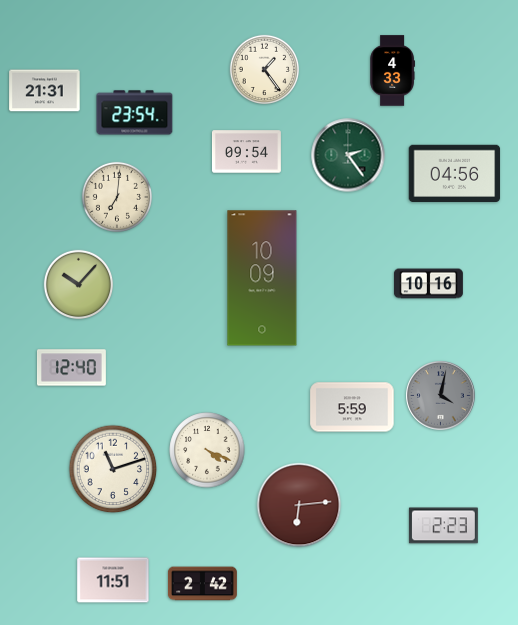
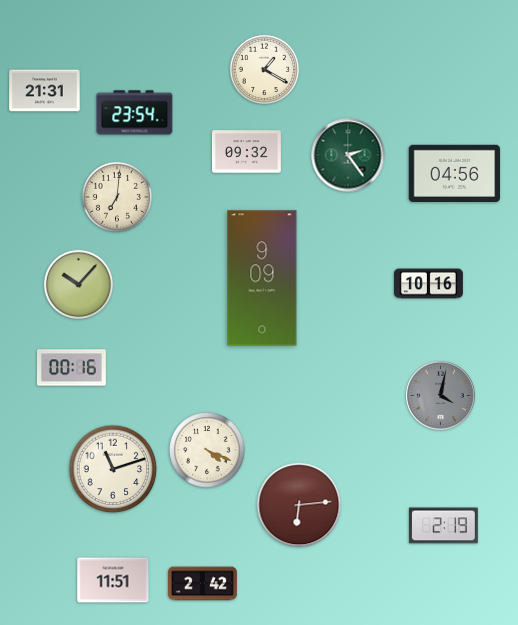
clock at (265, 70): 1:24 -> 1:20
clock at (392, 71): 4:33 -> none
clock at (246, 152): 09:54 -> 09:32
clock at (262, 278): 10:09 -> 9:09
clock at (71, 368): 12:40 -> 00:16
clock at (352, 407): 5:59 -> none
clock at (443, 526): 2:23 -> 2:19
